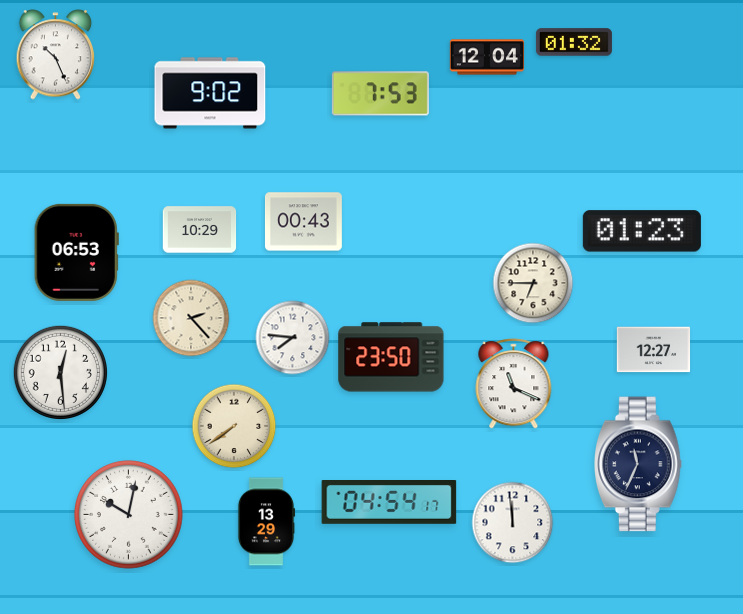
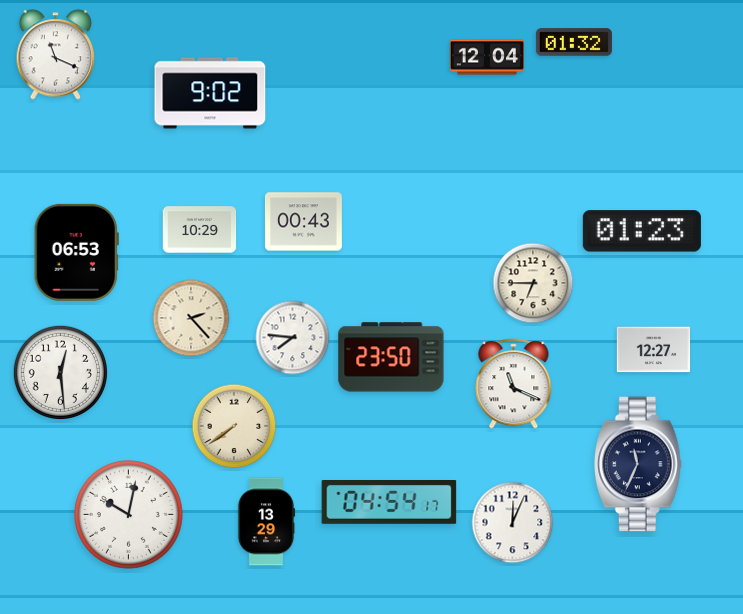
clock at (56, 55): 10:26 -> 11:19
clock at (380, 94): 7:53 -> none
clock at (513, 523): 11:59 -> 12:04
